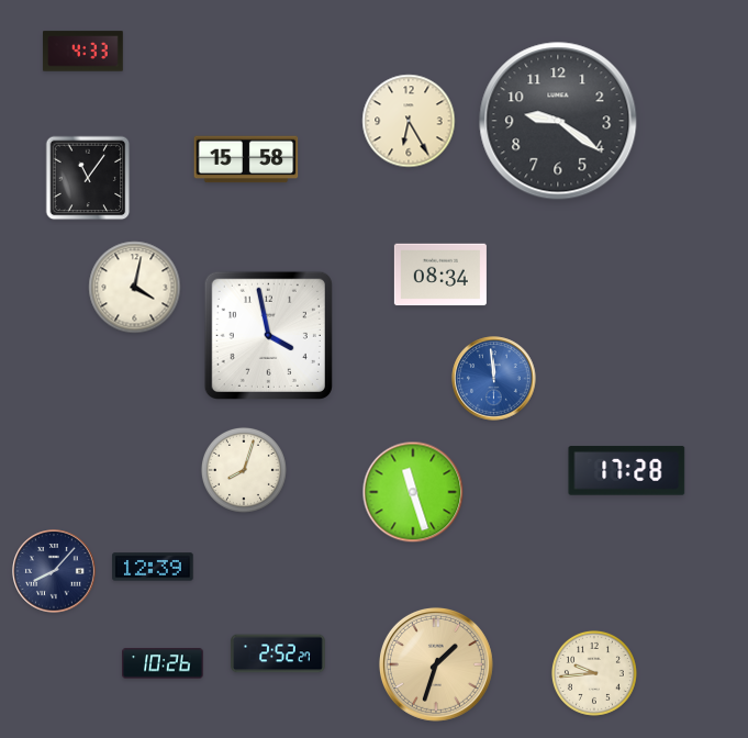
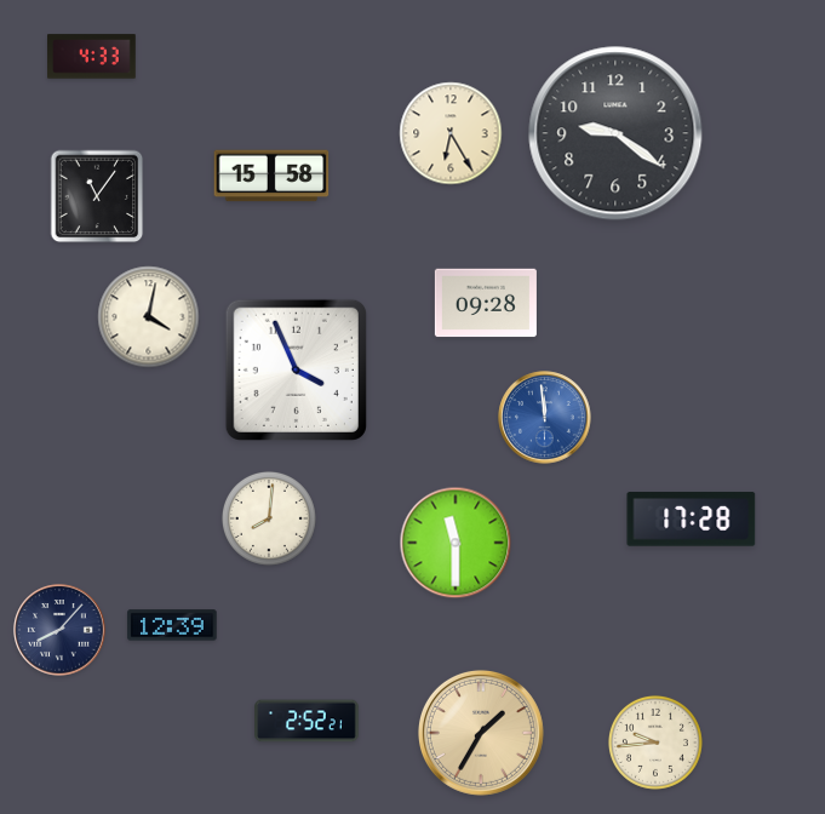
clock at (440, 275): 08:34 -> 09:28
clock at (268, 335): 3:58 -> 3:56
clock at (244, 470): 8:03 -> 8:01
clock at (413, 492): 11:27 -> 11:30
clock at (153, 567) position: (153, 567) -> (172, 625)
clock at (278, 653): 2:52:27 -> 2:52:21
clock at (163, 663): 10:26 -> none
clock at (436, 664): 1:33 -> 1:35
